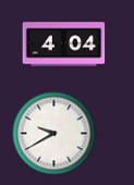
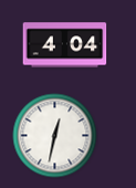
clock at (54, 134): 9:40 -> 12:32
